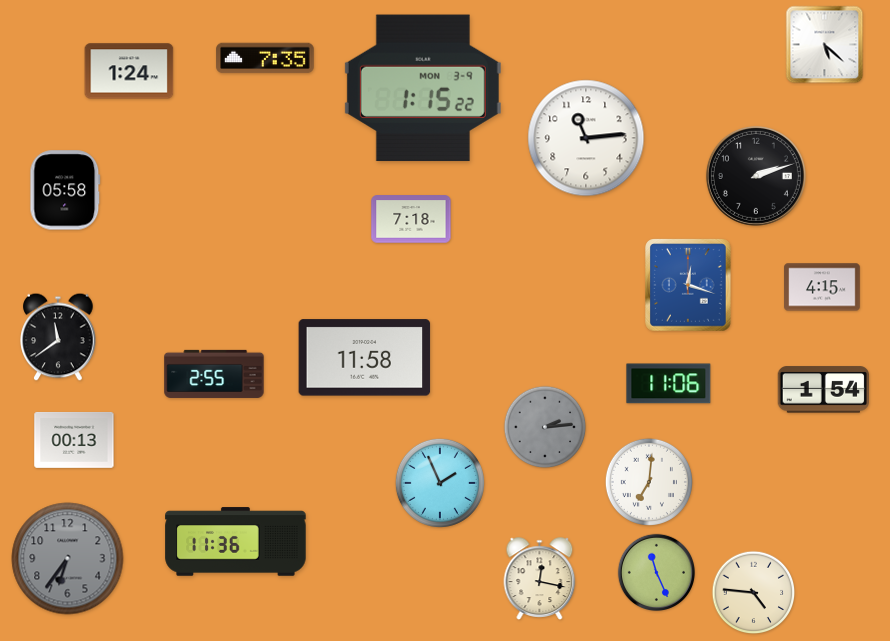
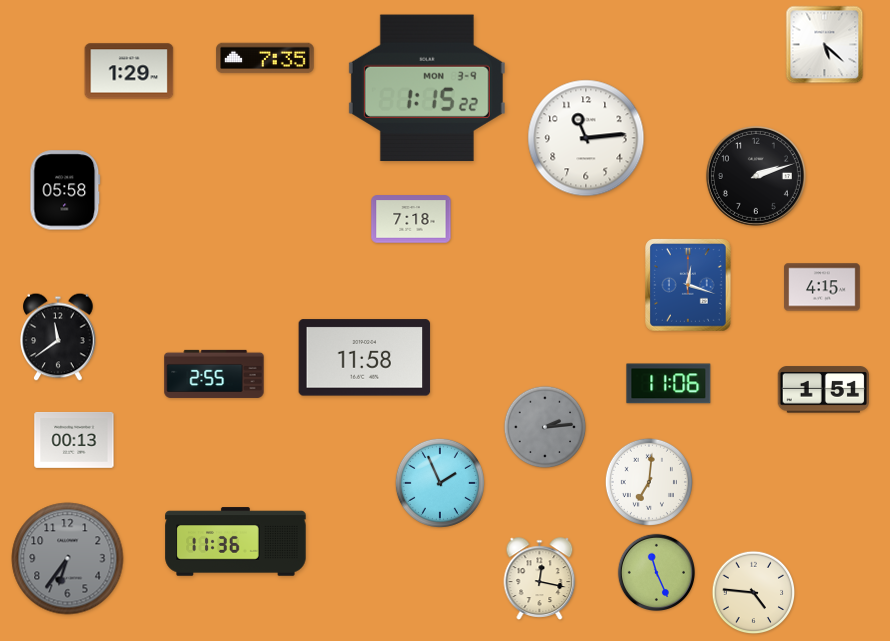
clock at (129, 71): 1:24 -> 1:29
clock at (423, 88) position: (423, 88) -> (427, 88)
clock at (824, 390): 1:54 -> 1:51
